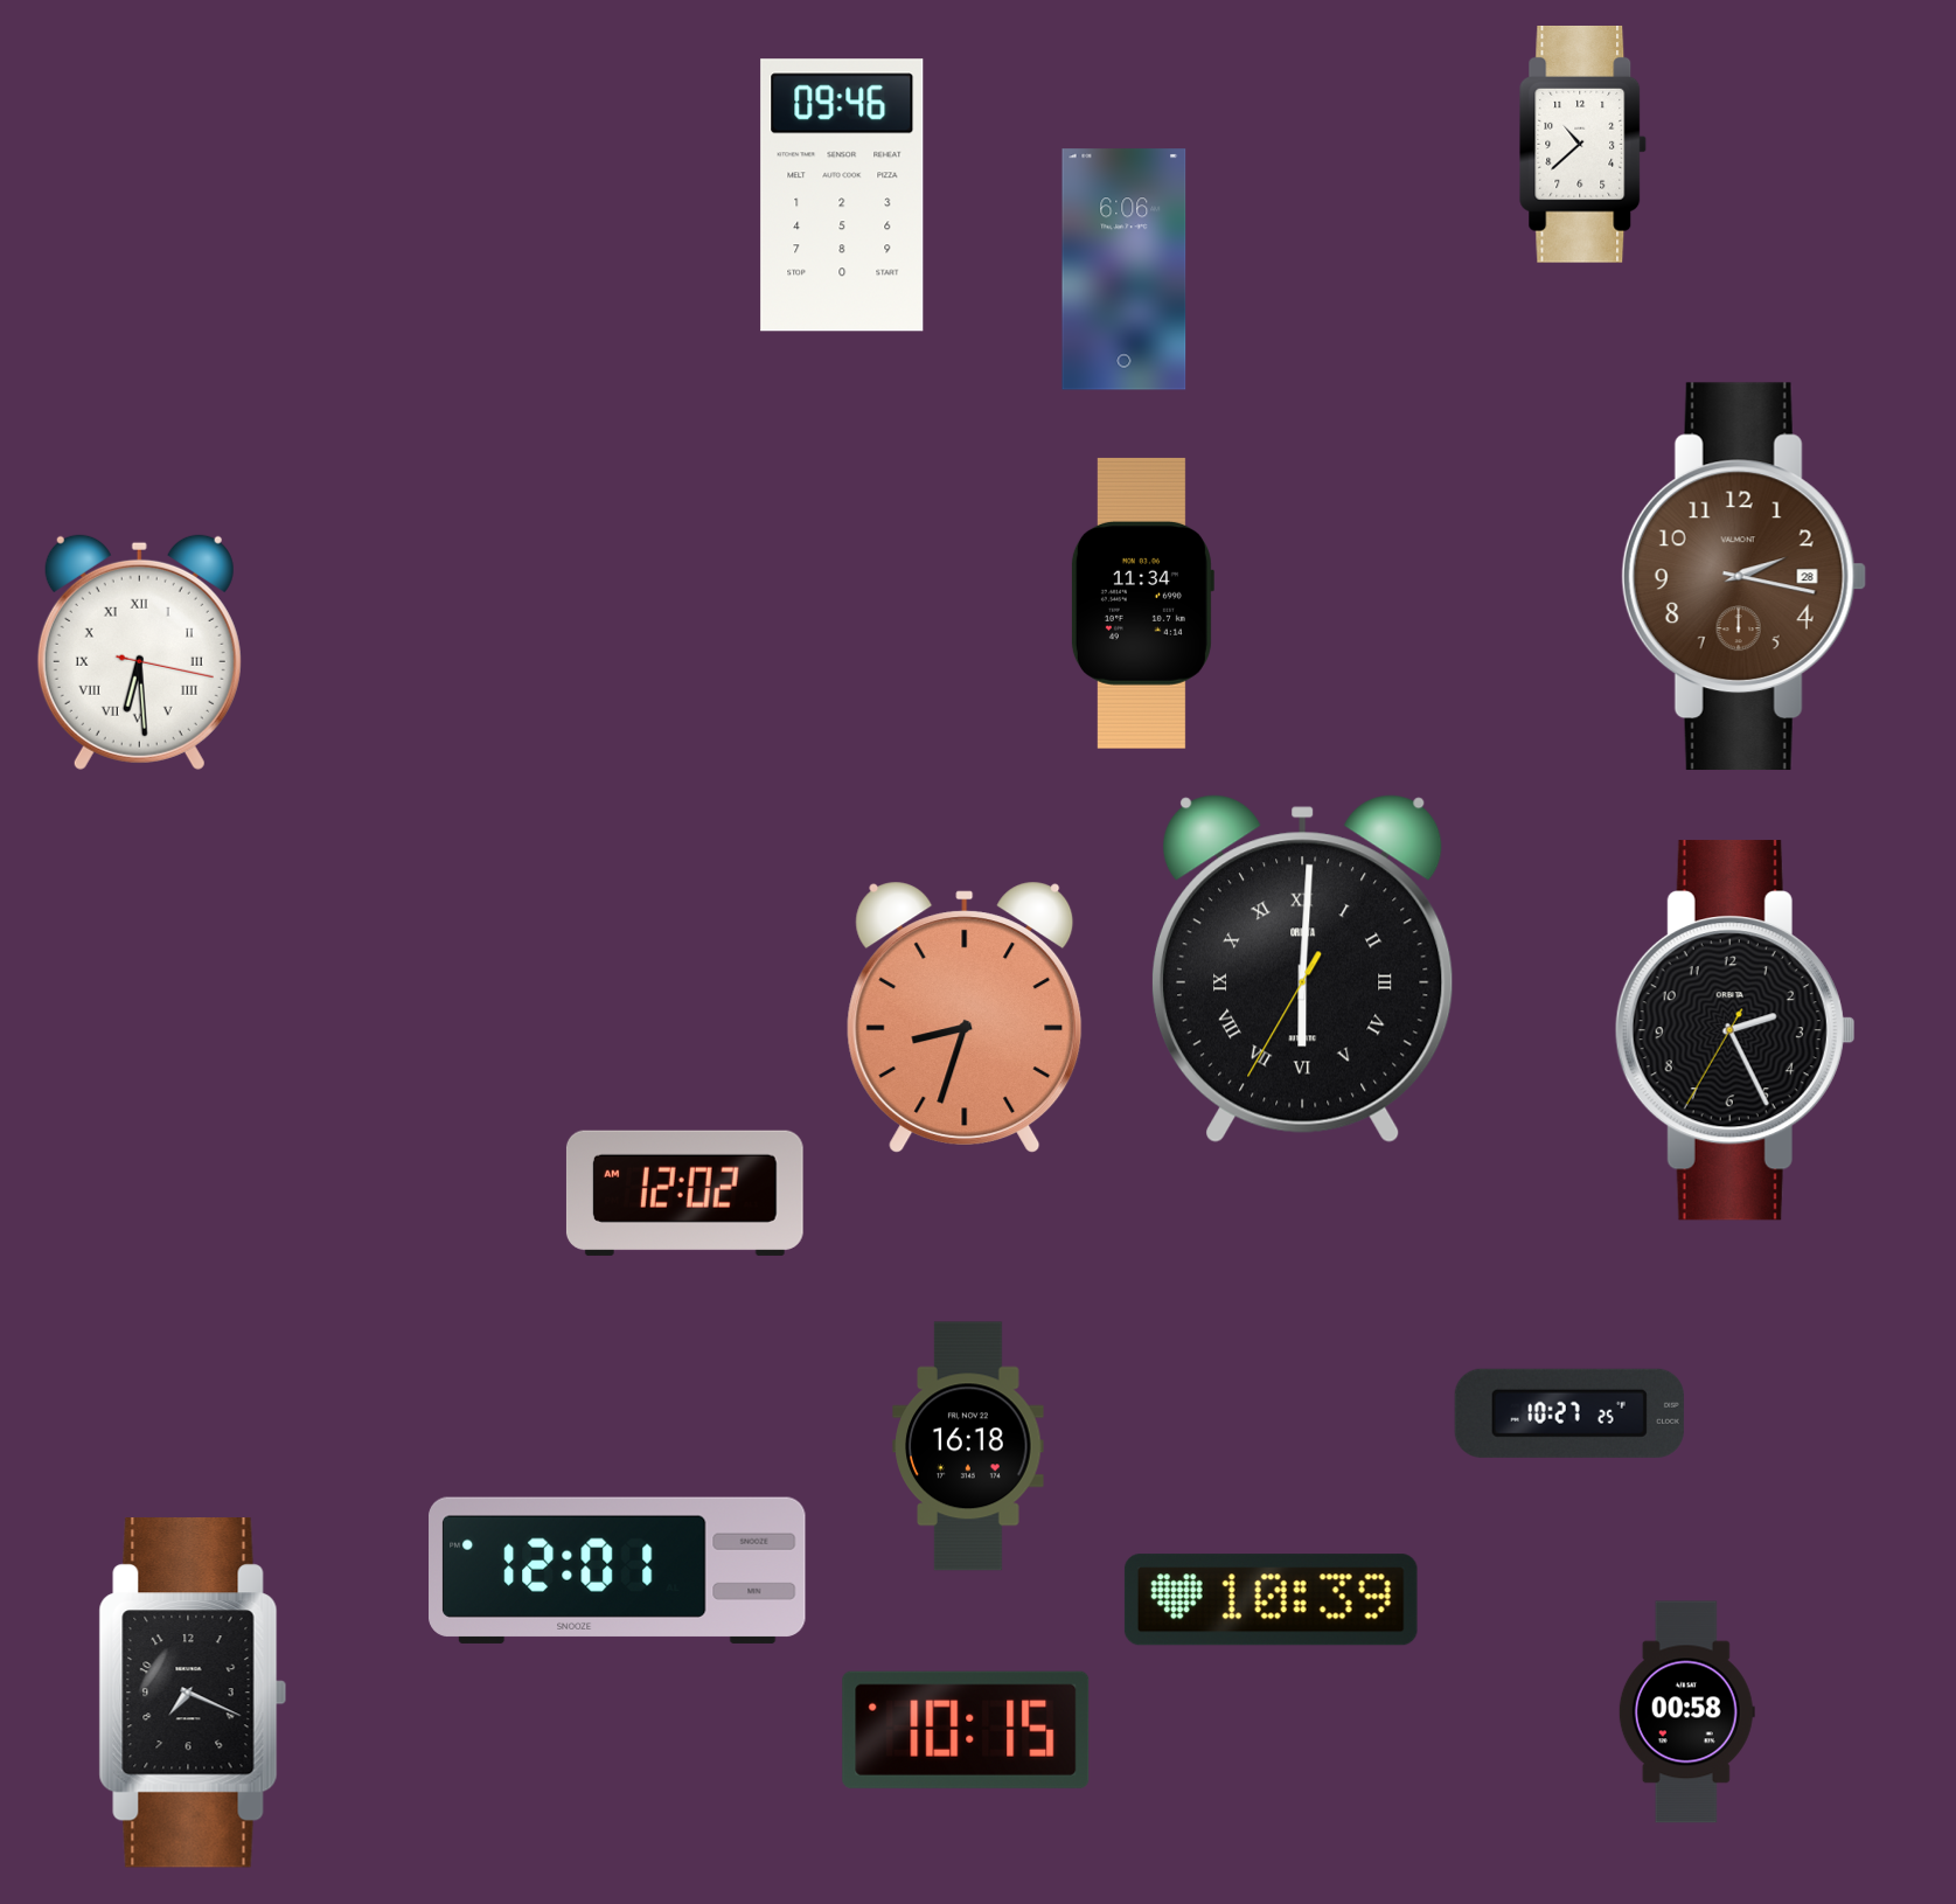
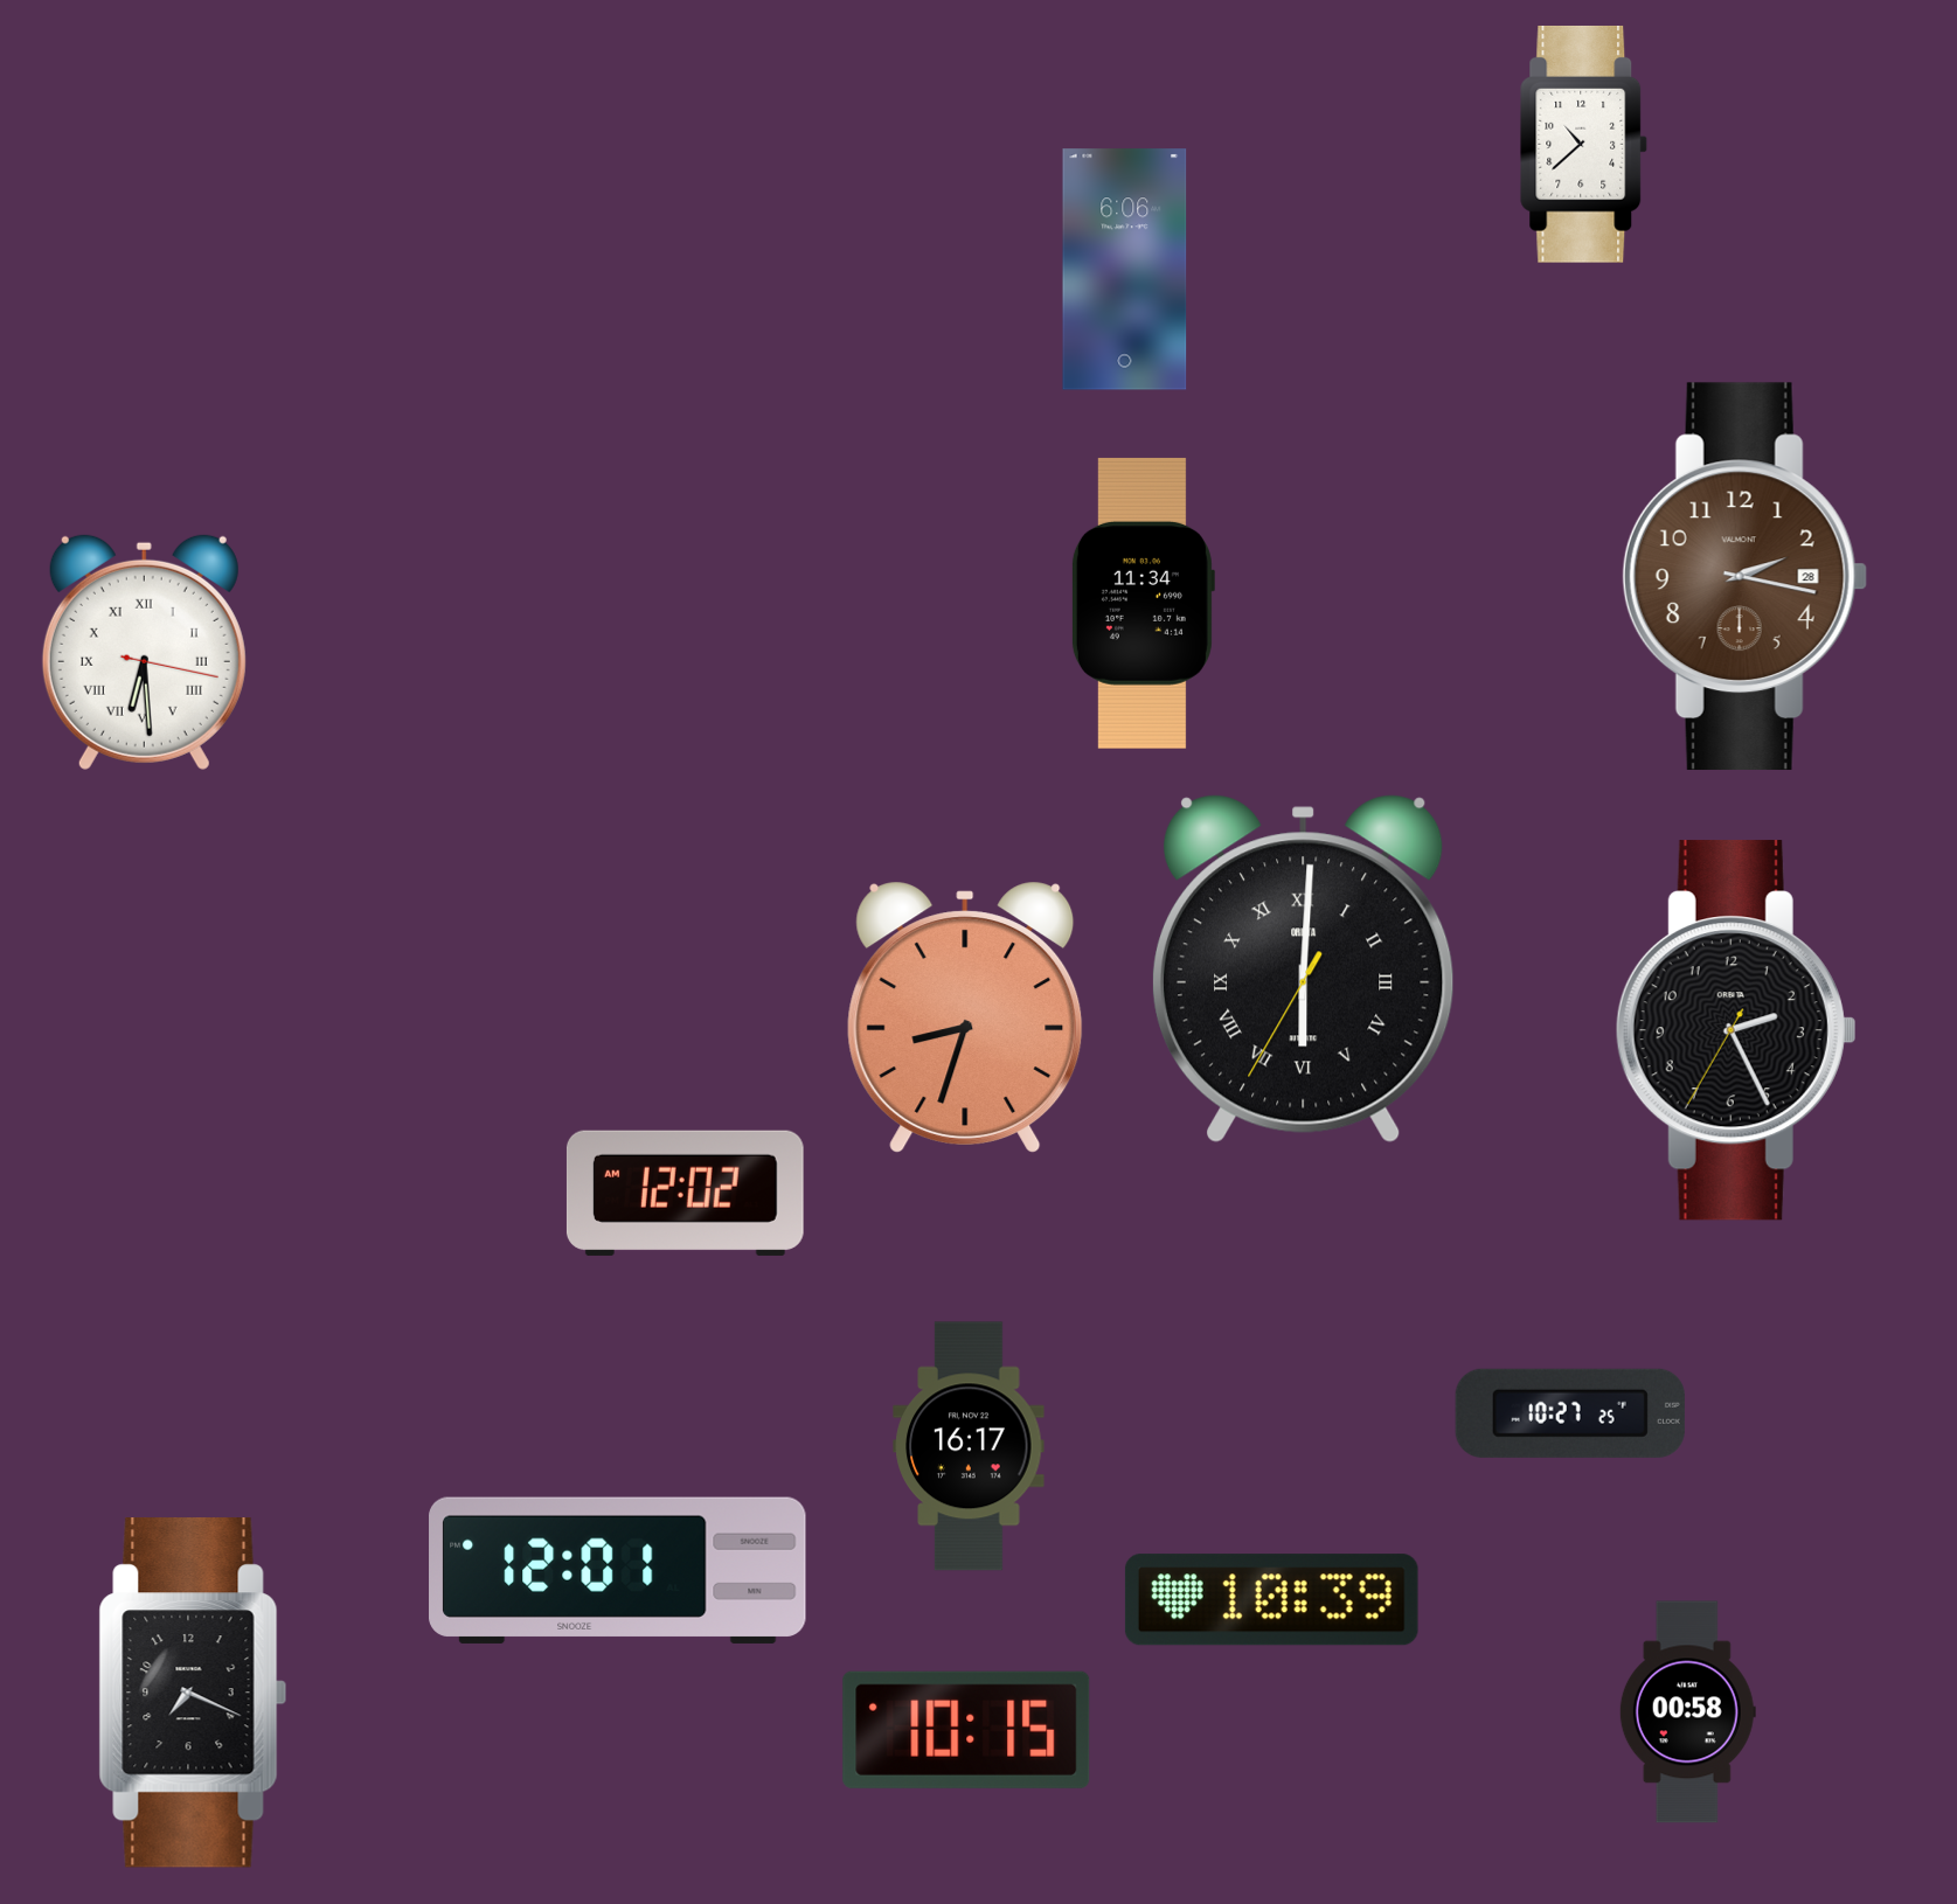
clock at (842, 195): 09:46 -> none
clock at (139, 652) position: (139, 652) -> (144, 652)
clock at (968, 1446): 16:18 -> 16:17
